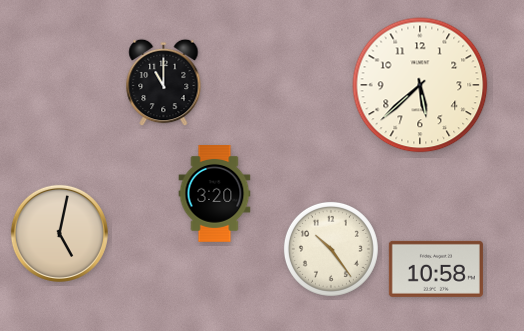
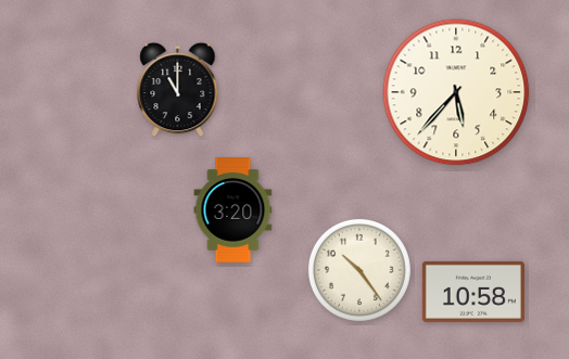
clock at (420, 85): 5:38 -> 5:37
clock at (59, 233): 5:02 -> none
